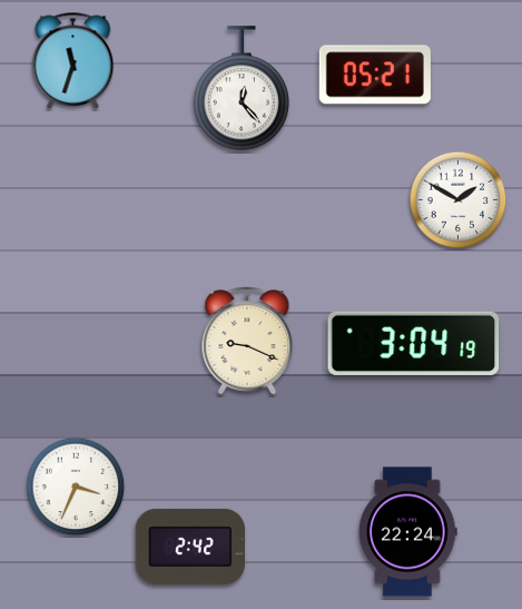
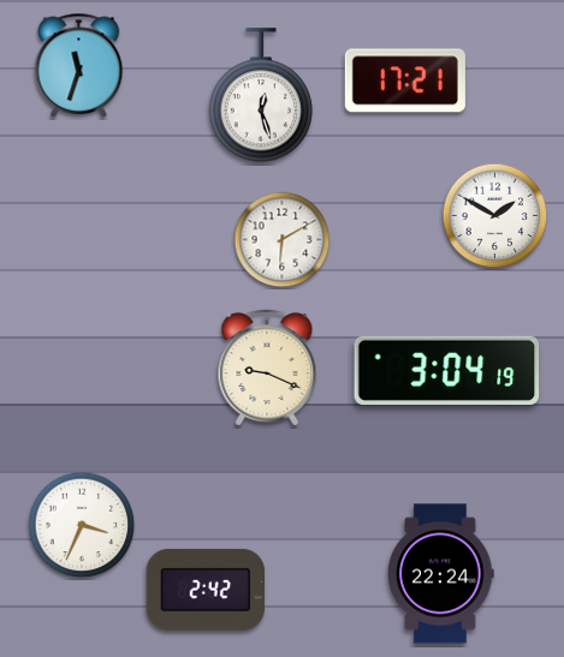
clock at (375, 75): 05:21 -> 17:21
clock at (240, 89): 12:23 -> 12:27
clock at (283, 240): none -> 6:10
